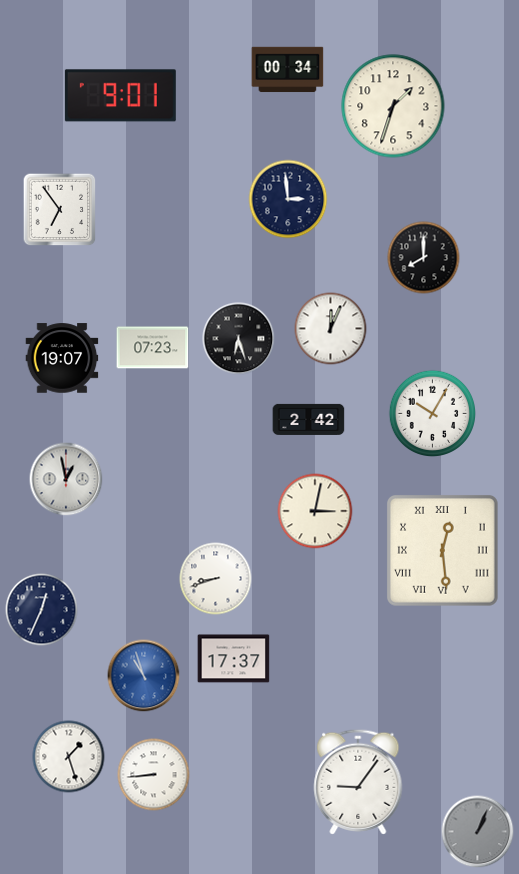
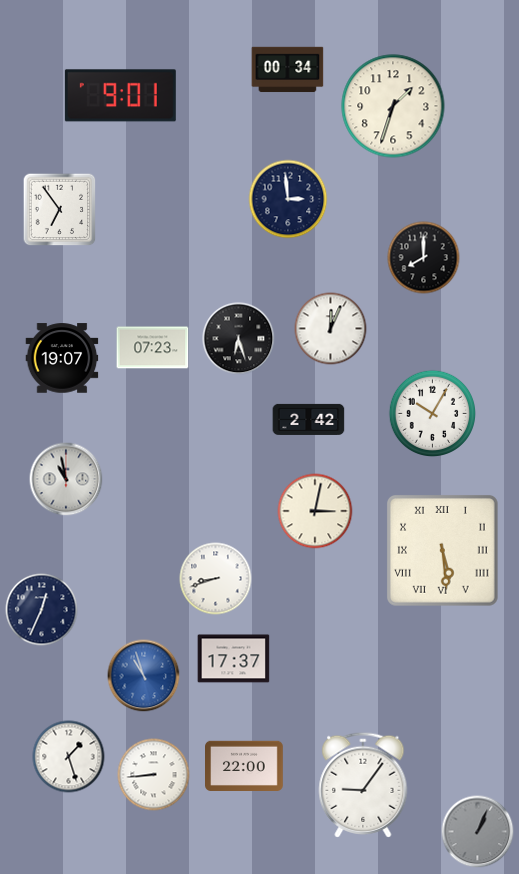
clock at (66, 479): 12:58 -> 10:58
clock at (443, 551): 12:29 -> 5:29
clock at (245, 765): none -> 22:00
clock at (358, 782) position: (358, 782) -> (363, 785)
